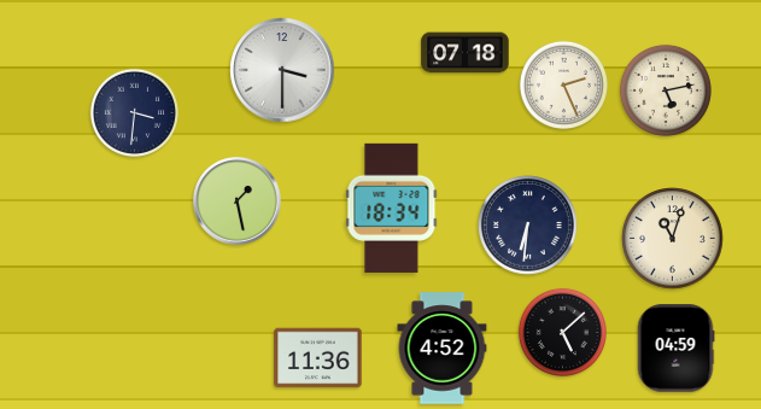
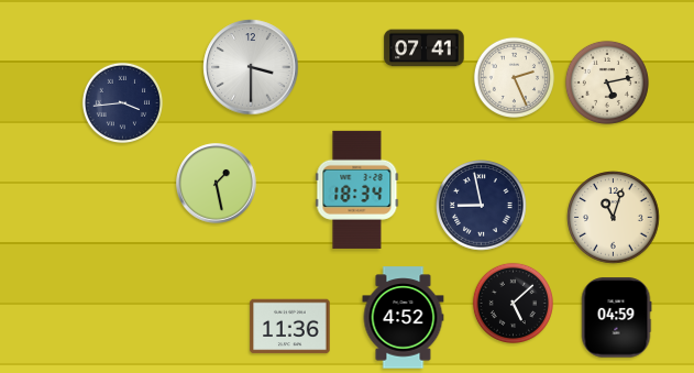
clock at (466, 53): 07:18 -> 07:41
clock at (282, 70) position: (282, 70) -> (251, 67)
clock at (134, 112): 3:31 -> 3:44
clock at (528, 226): 6:31 -> 8:58
